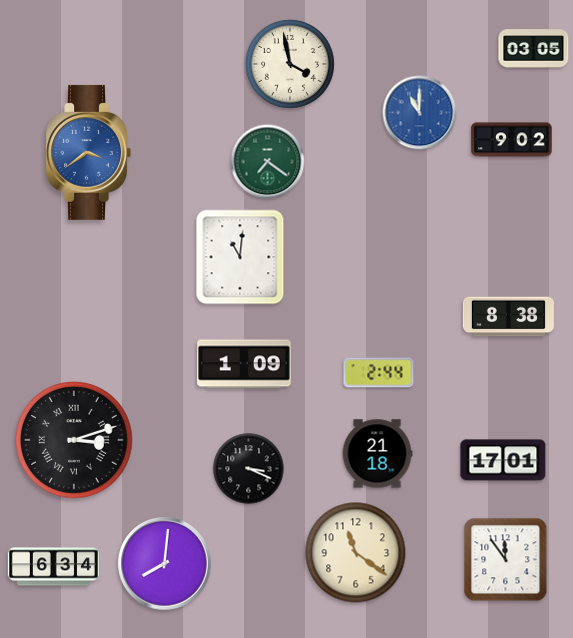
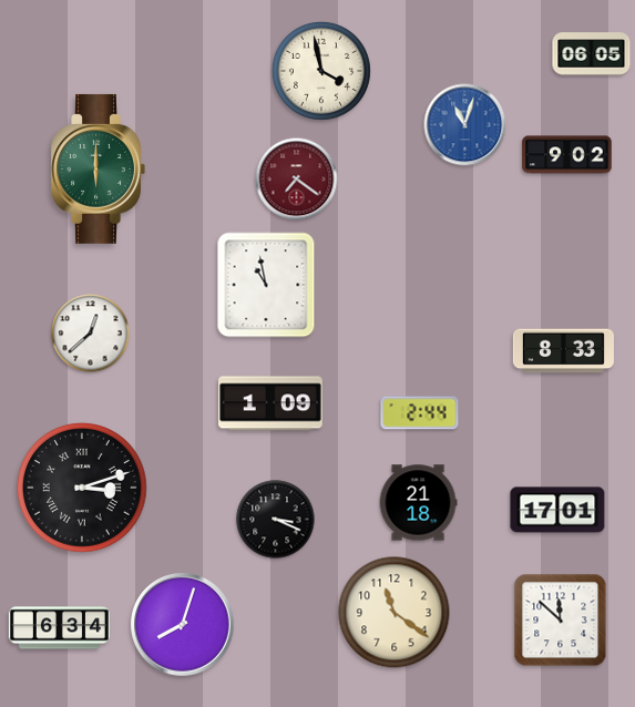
clock at (534, 49): 03:05 -> 06:05
clock at (420, 113): 11:00 -> 11:03
clock at (88, 152): 3:39 -> 6:00
clock at (88, 152) dial: blue -> green
clock at (268, 162) dial: green -> burgundy
clock at (240, 257): 11:01 -> 10:58
clock at (91, 334): none -> 12:38
clock at (508, 317): 8:38 -> 8:33
clock at (506, 560): 11:54 -> 11:52
clock at (165, 564): 8:01 -> 8:03
